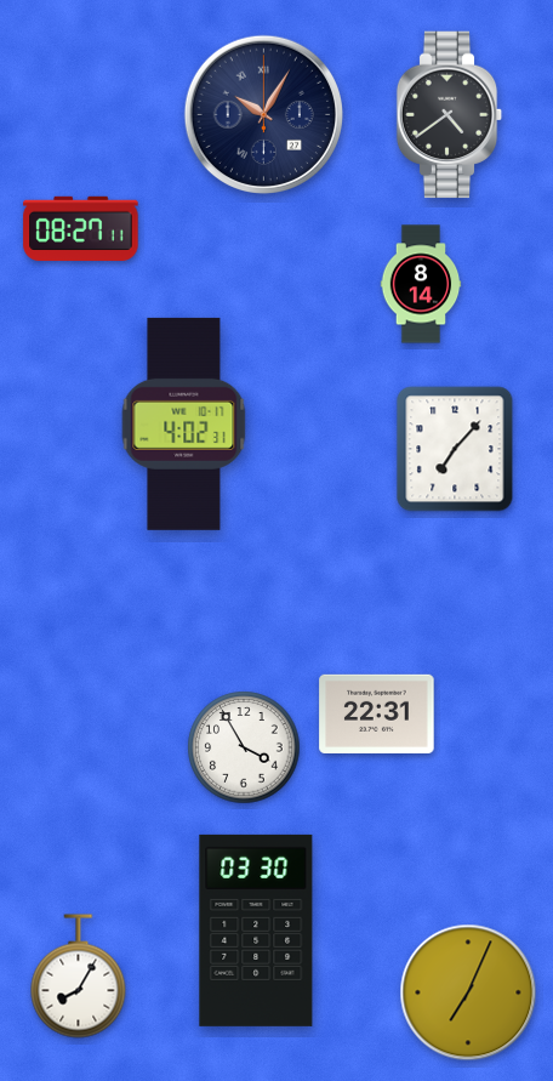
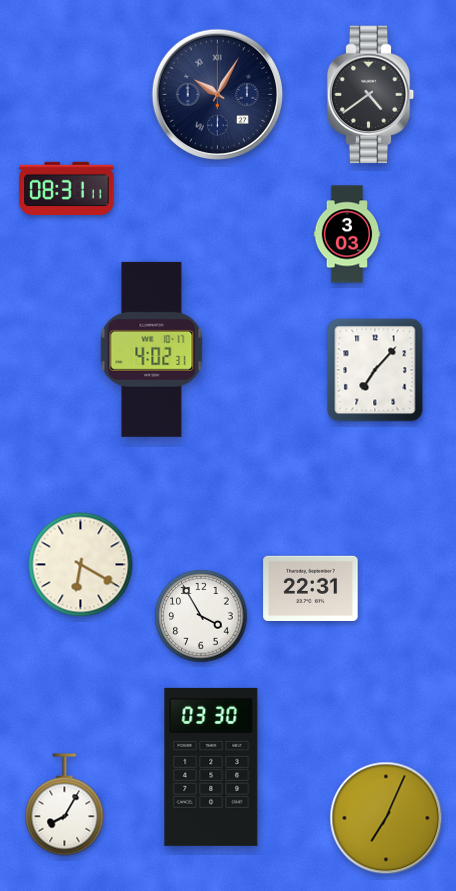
clock at (81, 228): 08:27 -> 08:31
clock at (421, 284): 8:14 -> 3:03
clock at (81, 565): none -> 6:20
